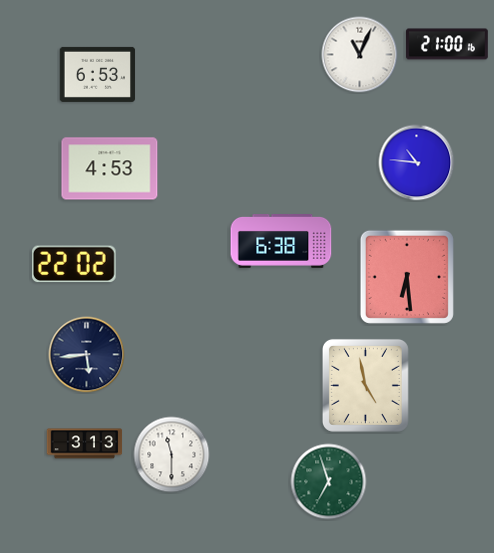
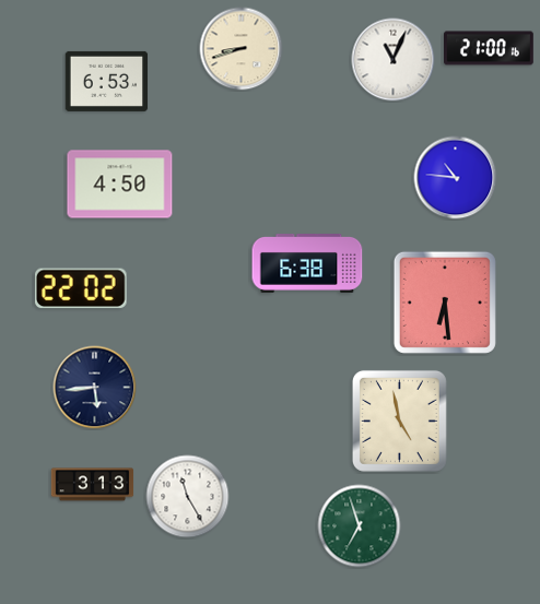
clock at (242, 49): none -> 8:42
clock at (110, 169): 4:53 -> 4:50
clock at (172, 455): 11:30 -> 11:25
